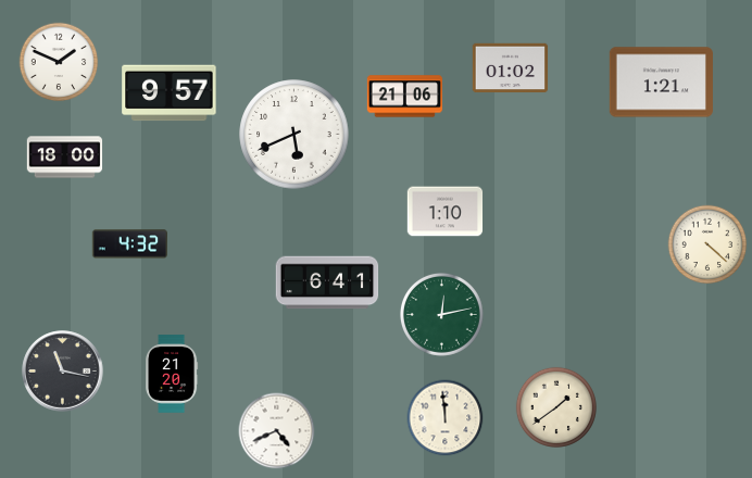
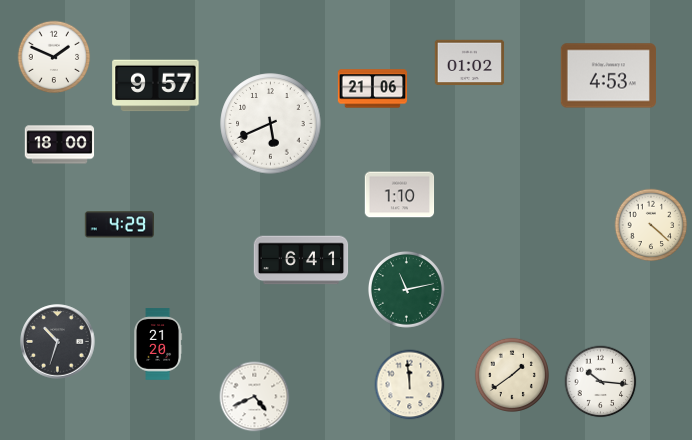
clock at (661, 83): 1:21 -> 4:53
clock at (446, 212) position: (446, 212) -> (400, 195)
clock at (129, 244): 4:32 -> 4:29
clock at (442, 315): 12:13 -> 11:13
clock at (63, 372): 11:17 -> 10:33
clock at (601, 382): none -> 10:16
